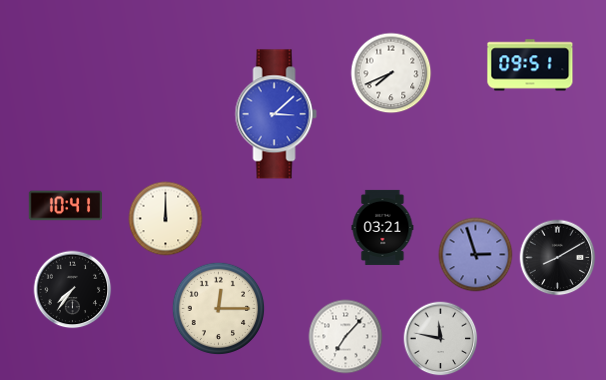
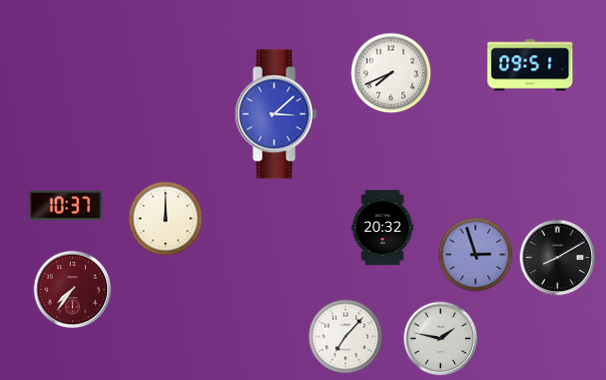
clock at (66, 206): 10:41 -> 10:37
clock at (383, 227): 03:21 -> 20:32
clock at (73, 290) dial: black -> burgundy
clock at (219, 309): 12:15 -> none
clock at (441, 339): 11:47 -> 1:47
